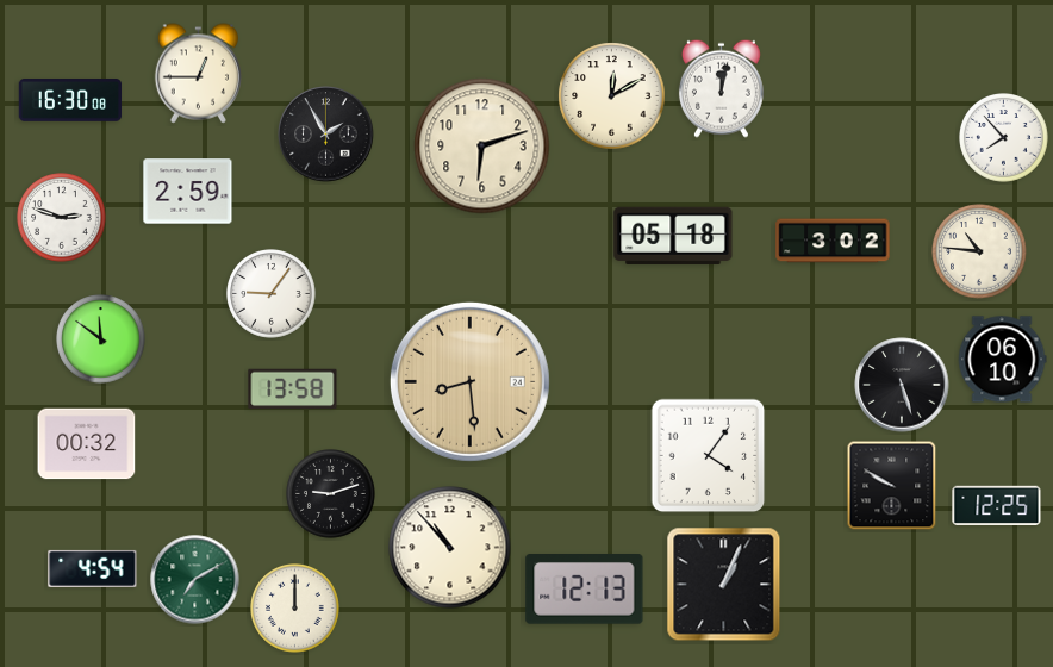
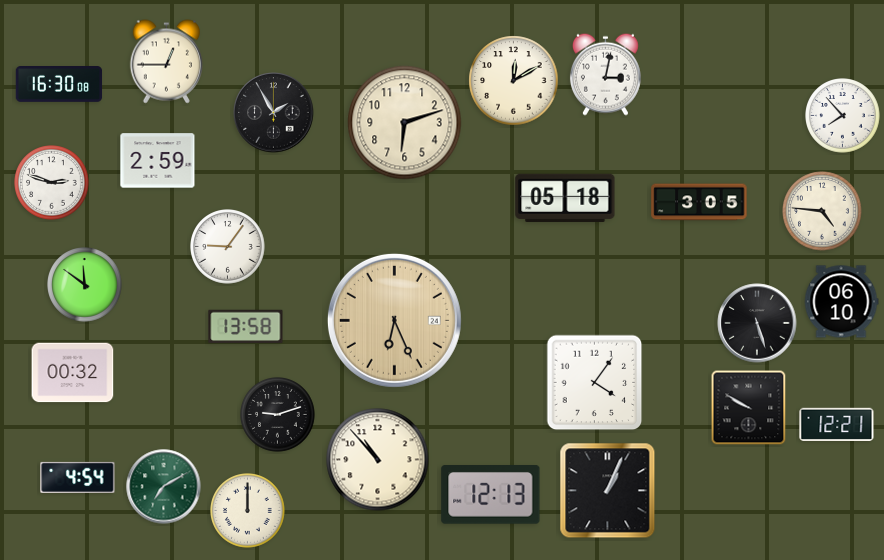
clock at (721, 88): 12:02 -> 3:02
clock at (833, 241): 3:02 -> 3:05
clock at (979, 251): 10:46 -> 4:46
clock at (469, 381): 8:29 -> 6:26
clock at (997, 506): 12:25 -> 12:21
